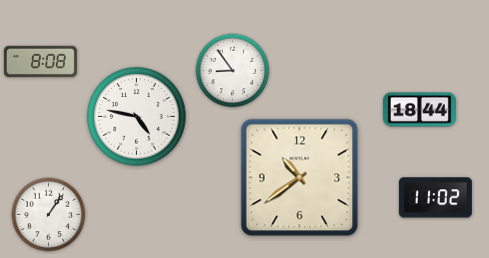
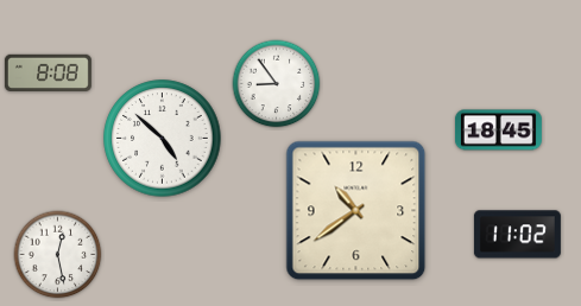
clock at (419, 110): 18:44 -> 18:45
clock at (137, 117): 4:47 -> 4:52
clock at (49, 215): 1:06 -> 12:28
